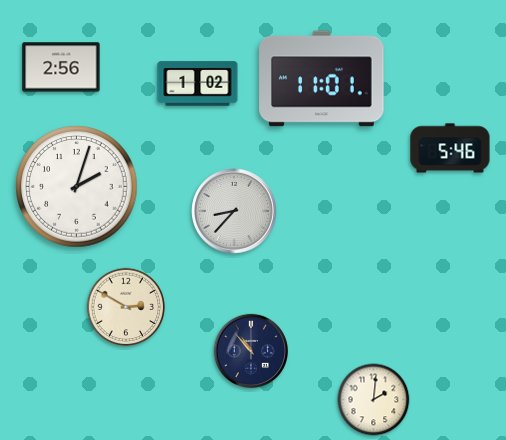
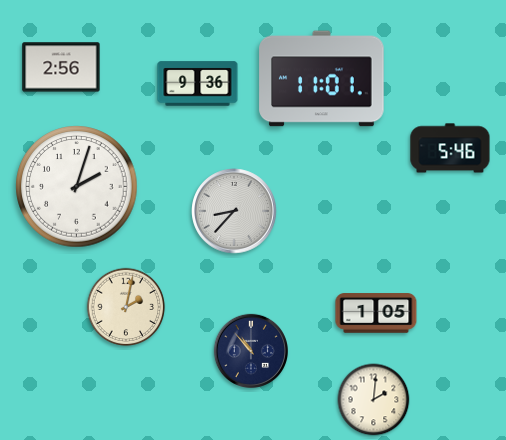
clock at (198, 84): 1:02 -> 9:36
clock at (126, 307): 2:50 -> 2:02
clock at (376, 313): none -> 1:05
